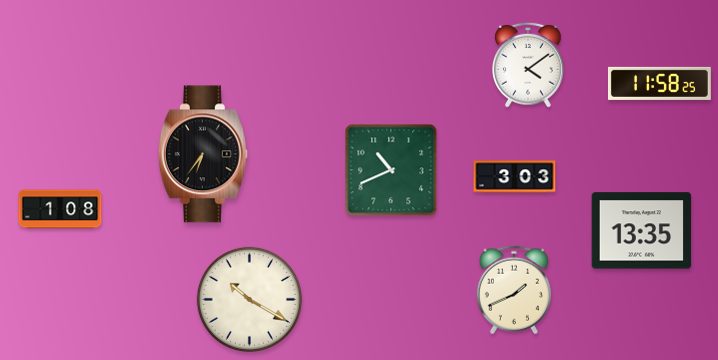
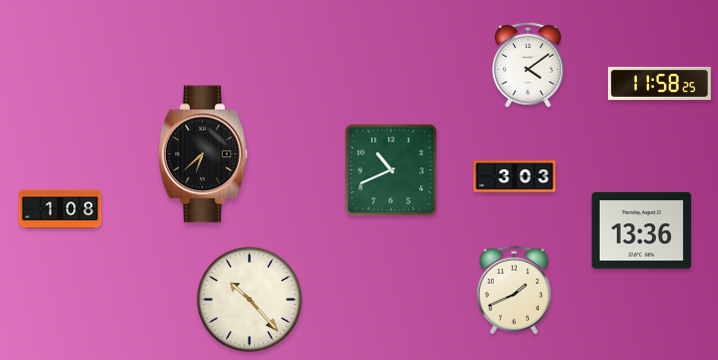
clock at (203, 154): 6:36 -> 6:38
clock at (642, 231): 13:35 -> 13:36
clock at (249, 299): 10:20 -> 10:23
